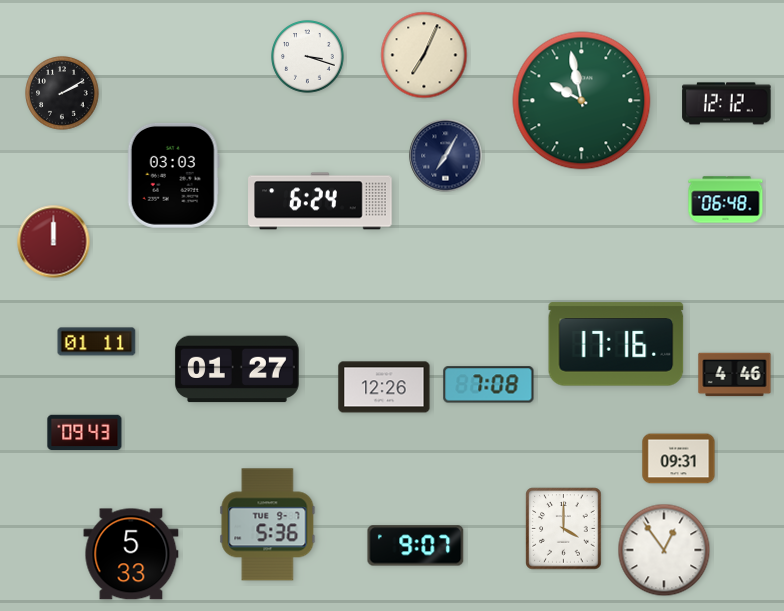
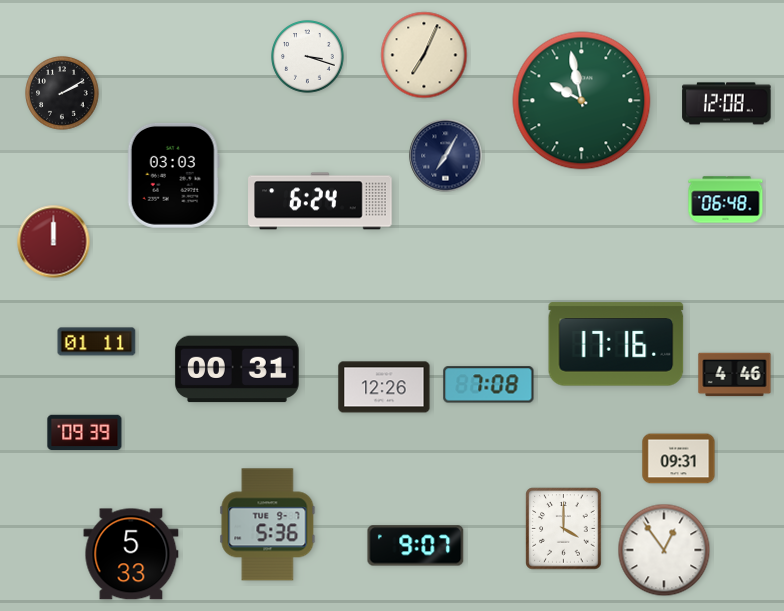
clock at (727, 104): 12:12 -> 12:08
clock at (237, 369): 01:27 -> 00:31
clock at (85, 433): 09:43 -> 09:39
